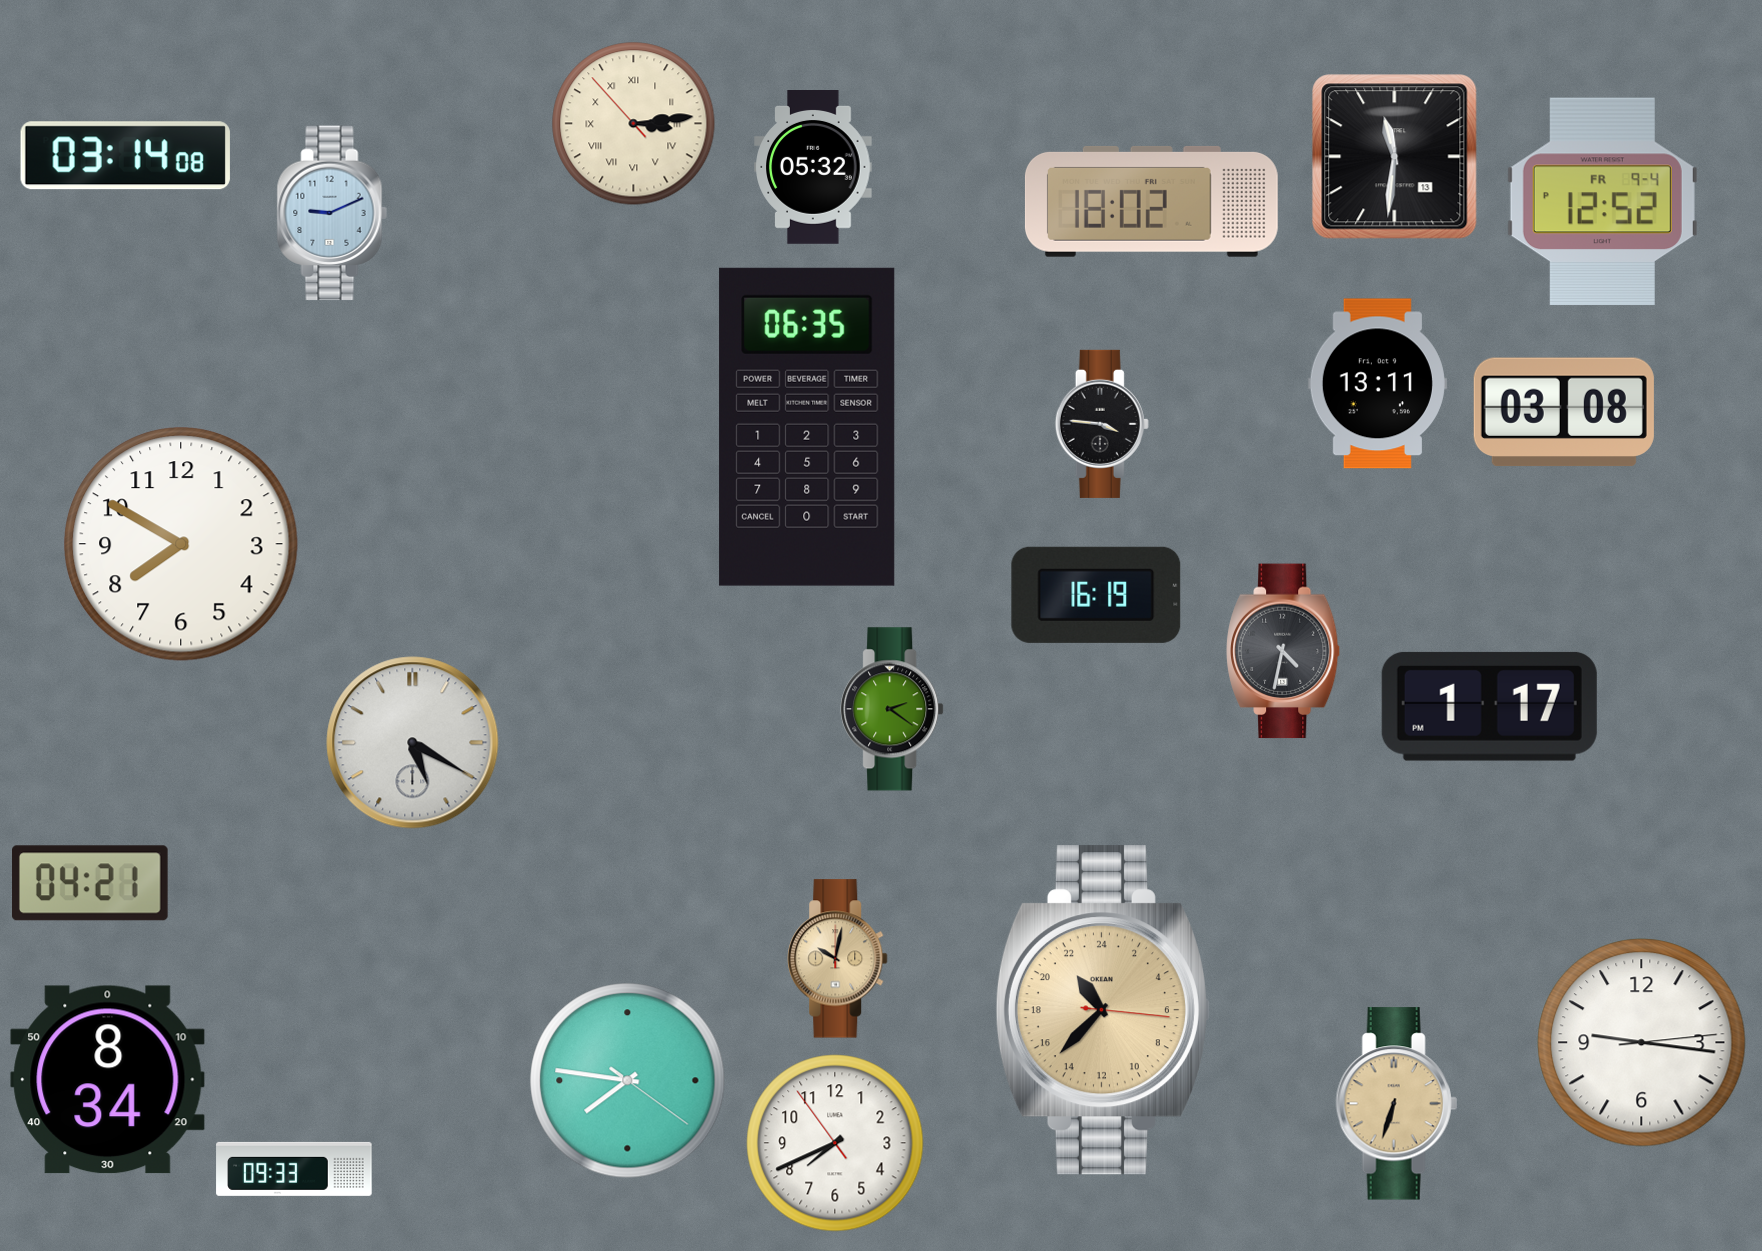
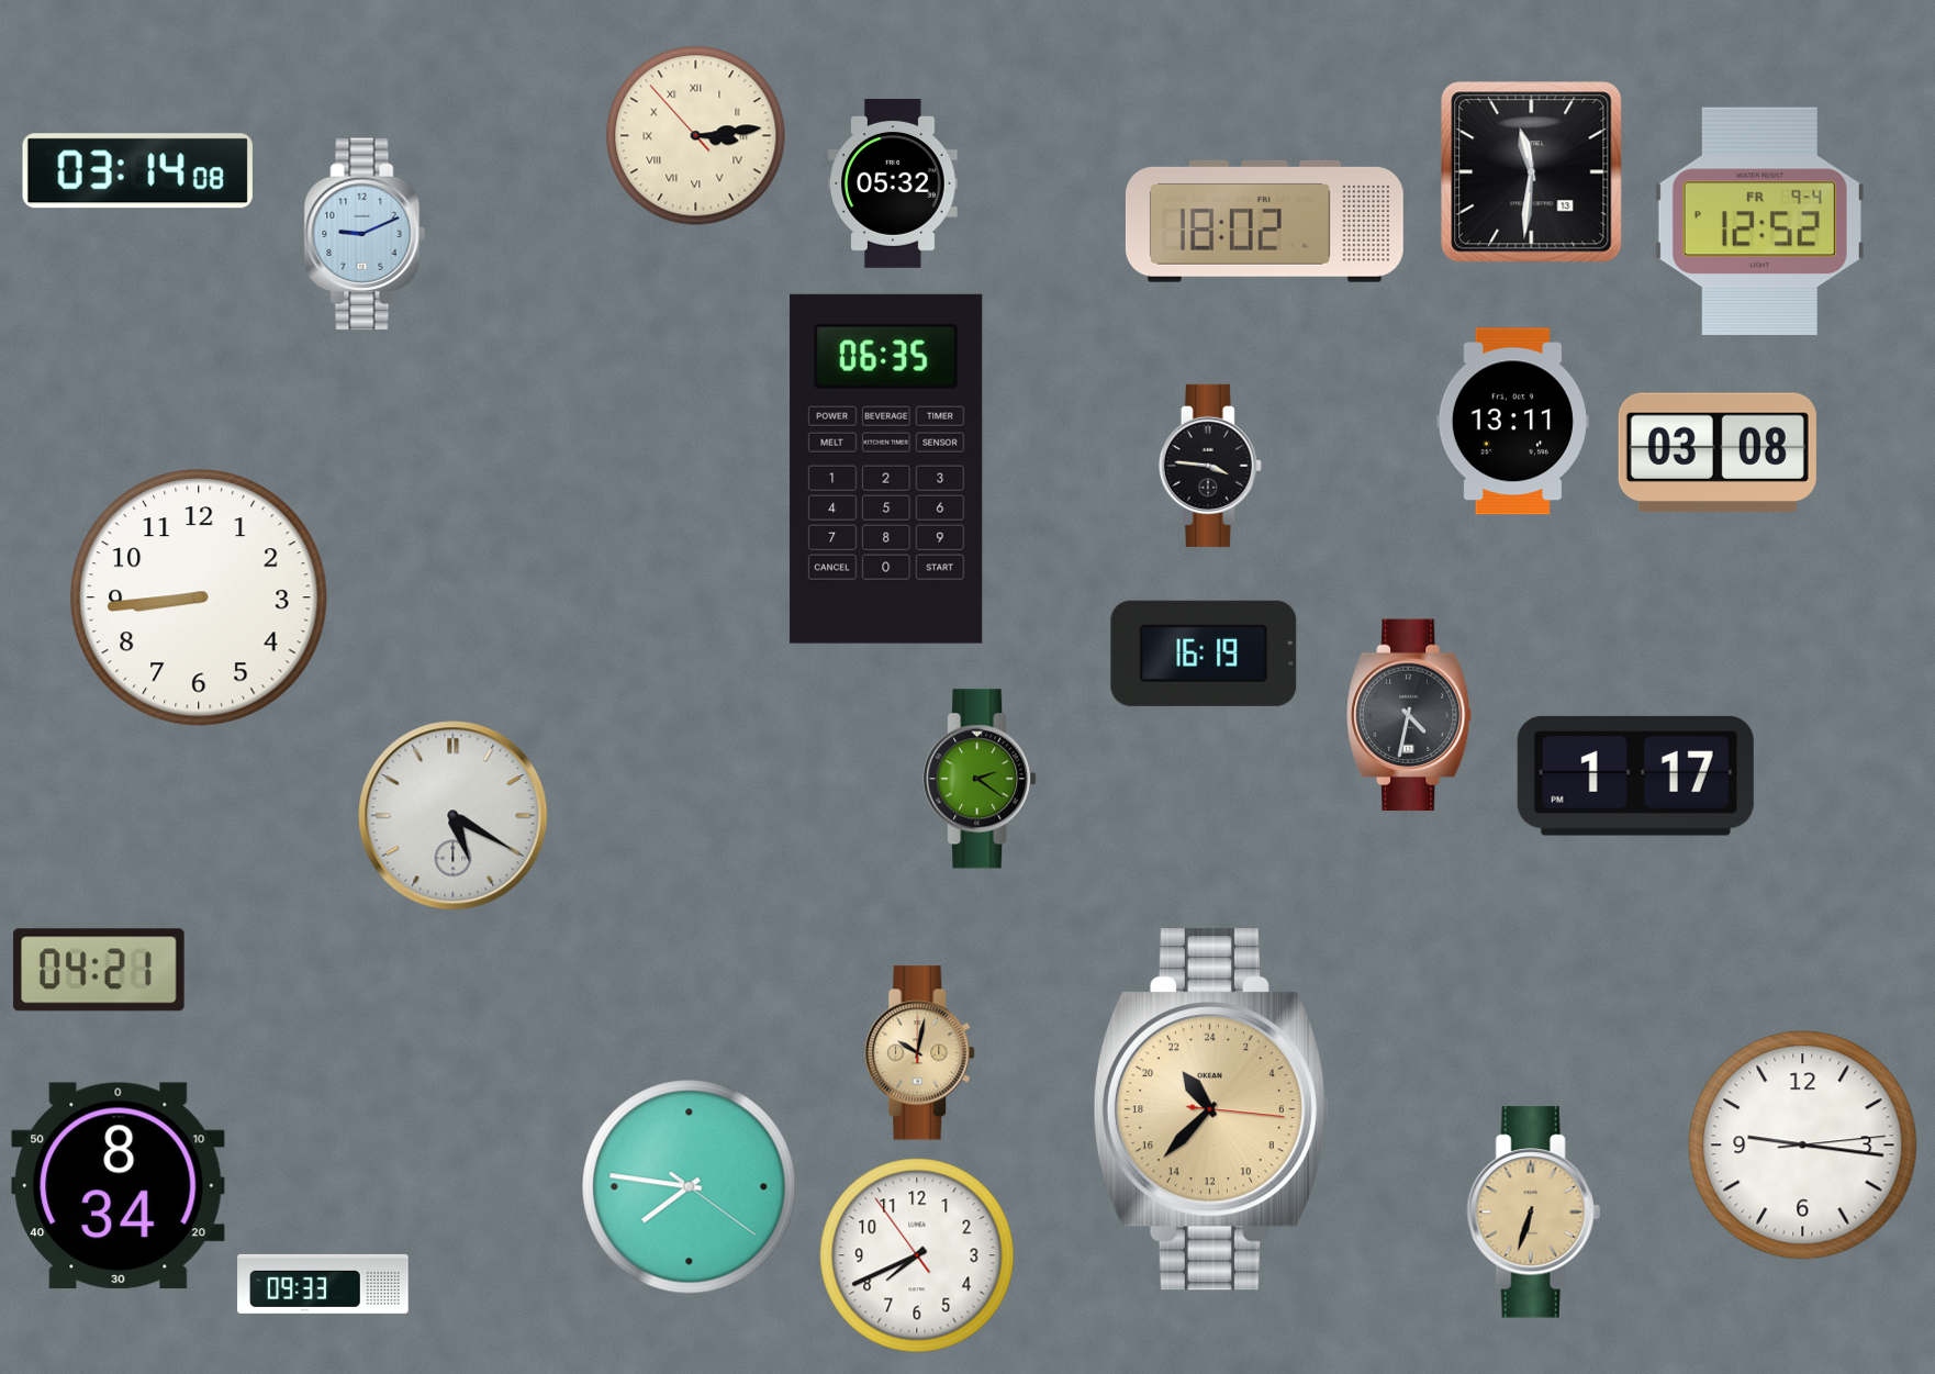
clock at (181, 544): 7:50 -> 8:44
